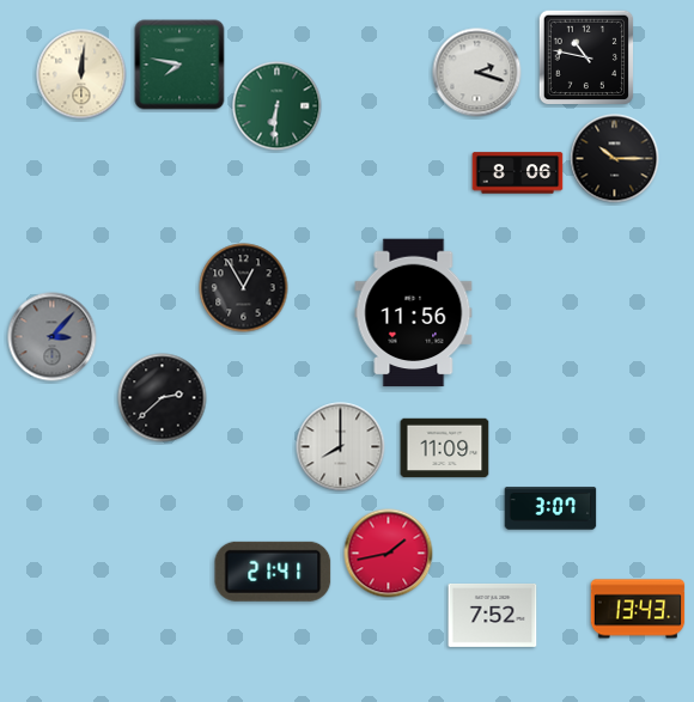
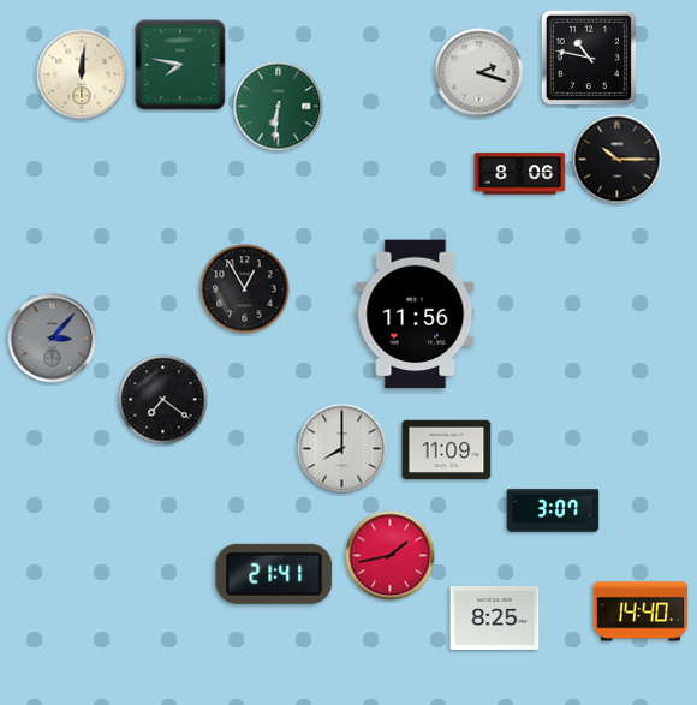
clock at (163, 398): 2:38 -> 7:21
clock at (638, 609): 13:43 -> 14:40
clock at (493, 615): 7:52 -> 8:25
